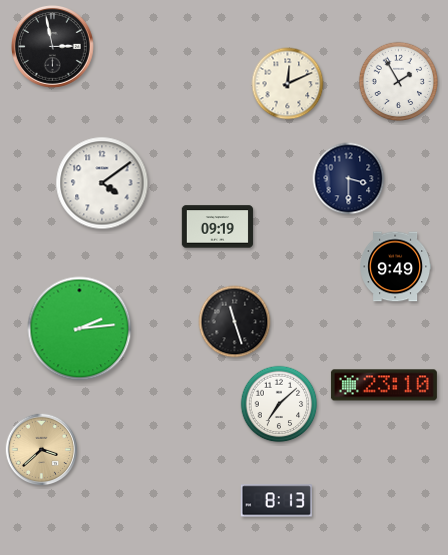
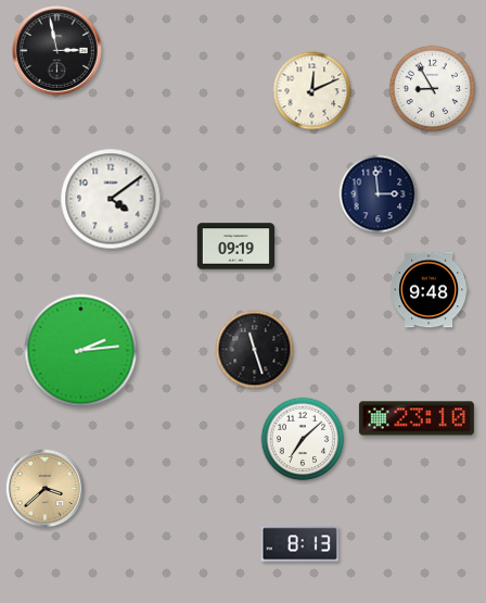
clock at (399, 82): 1:55 -> 8:55
clock at (349, 179): 3:30 -> 2:59
clock at (396, 267): 9:49 -> 9:48
clock at (80, 329) position: (80, 329) -> (81, 351)
